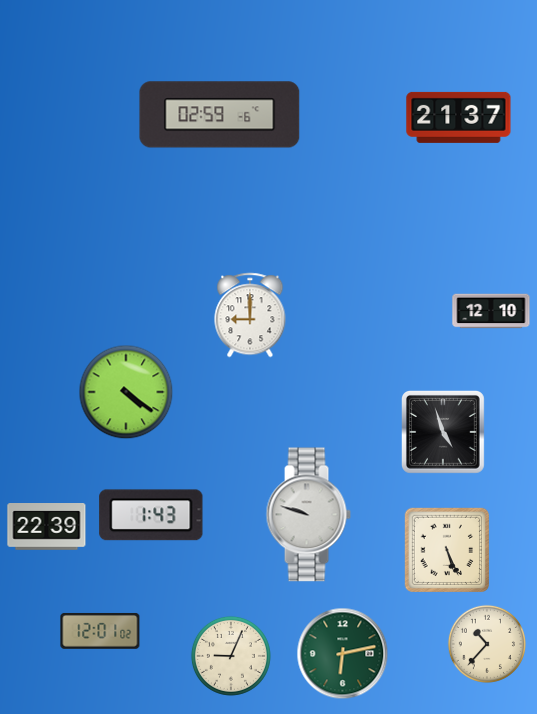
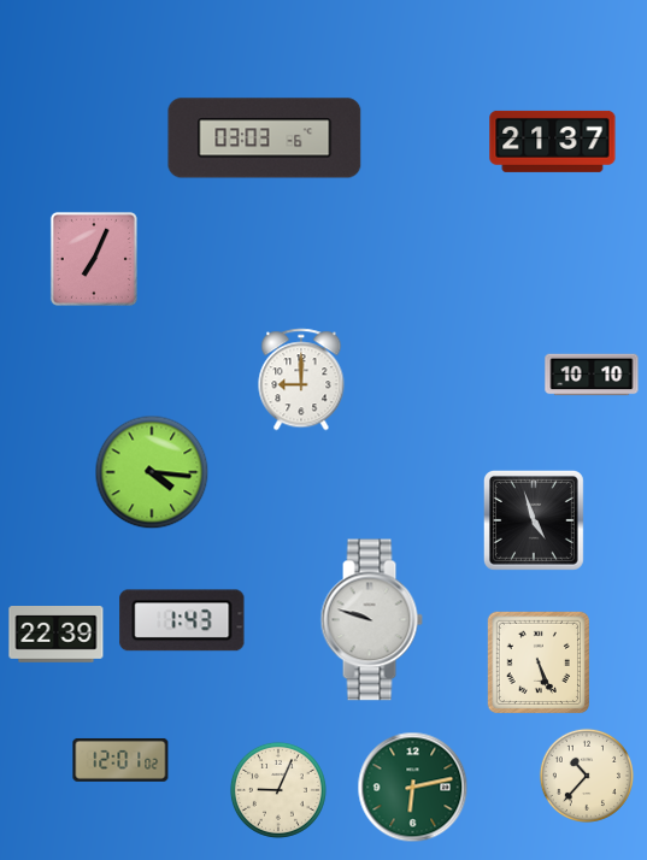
clock at (220, 115): 02:59 -> 03:03
clock at (94, 259): none -> 7:04
clock at (491, 311): 12:10 -> 10:10
clock at (126, 392): 4:21 -> 4:16
